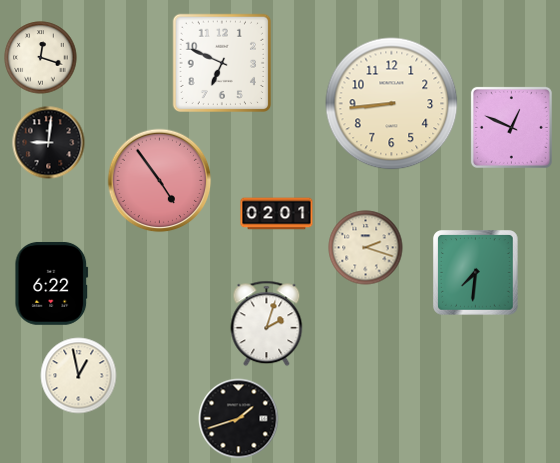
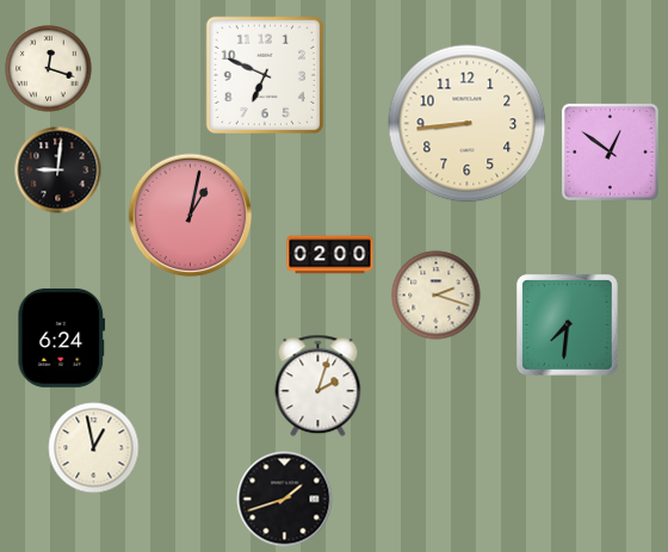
clock at (511, 127): 12:49 -> 12:51
clock at (160, 181): 4:54 -> 1:02
clock at (277, 214): 02:01 -> 02:00
clock at (52, 283): 6:22 -> 6:24
